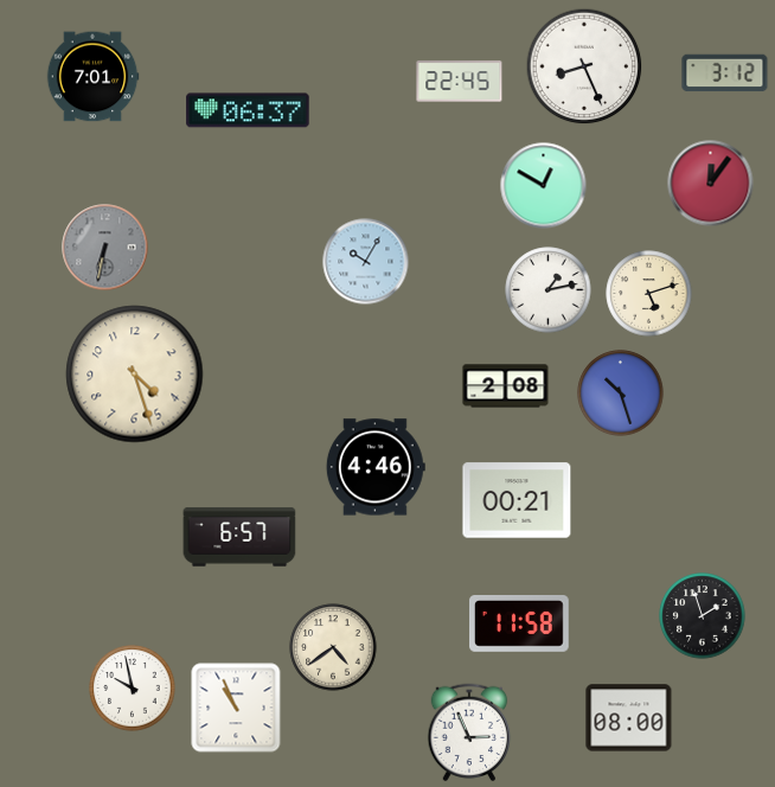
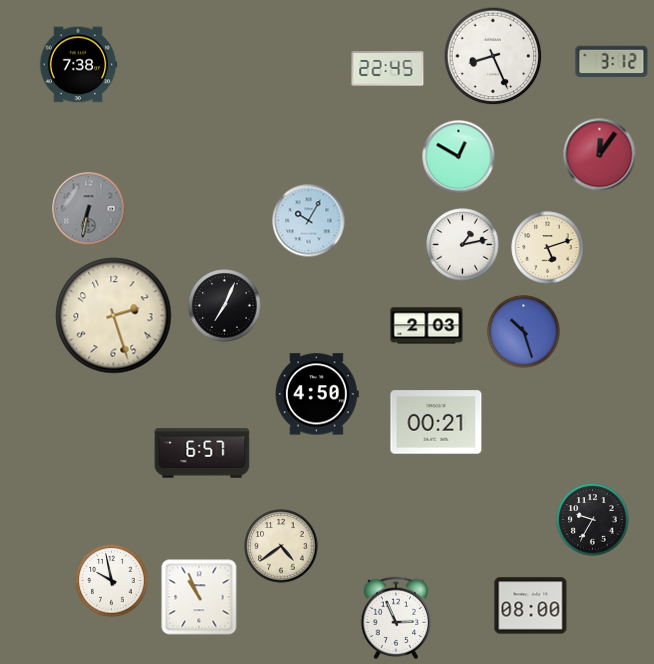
clock at (92, 77): 7:01 -> 7:38
clock at (248, 110): 06:37 -> none
clock at (225, 306): none -> 7:04
clock at (135, 375): 4:27 -> 2:27
clock at (506, 386): 2:08 -> 2:03
clock at (376, 467): 4:46 -> 4:50
clock at (703, 616): 1:57 -> 9:35
clock at (520, 625): 11:58 -> none
